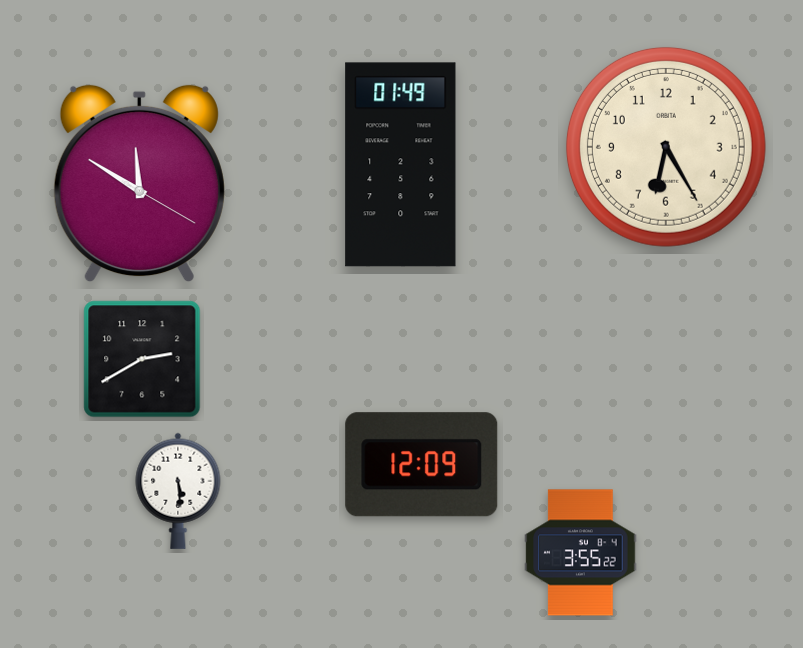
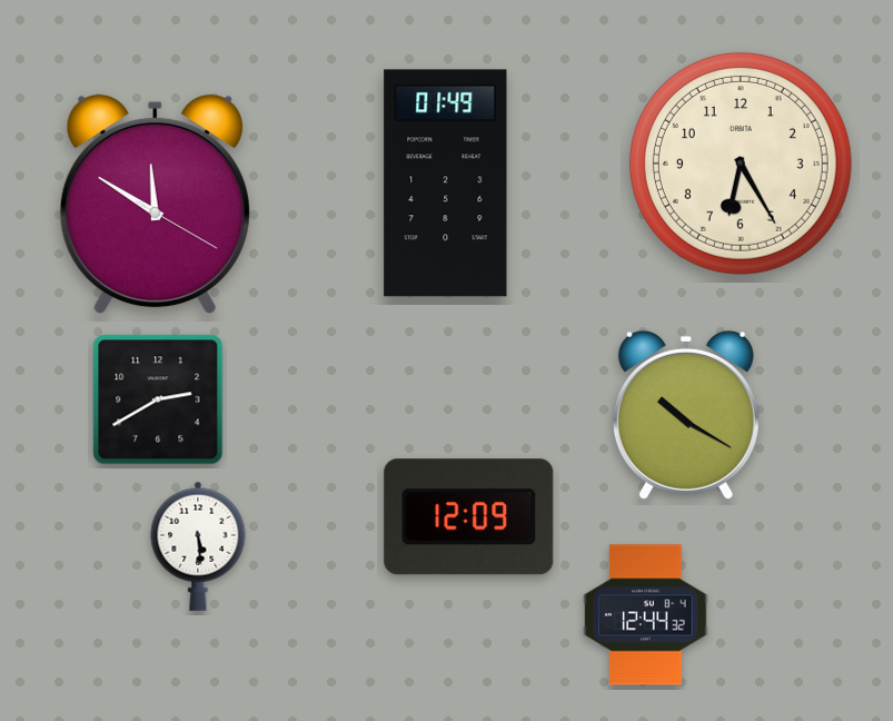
clock at (686, 415): none -> 10:20
clock at (581, 553): 3:55 -> 12:44
